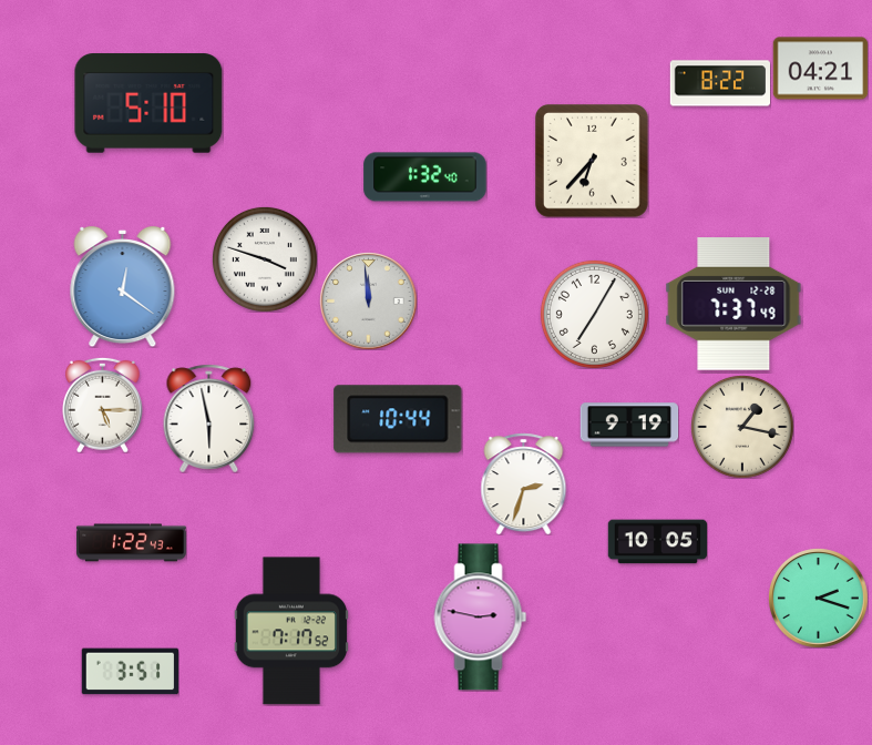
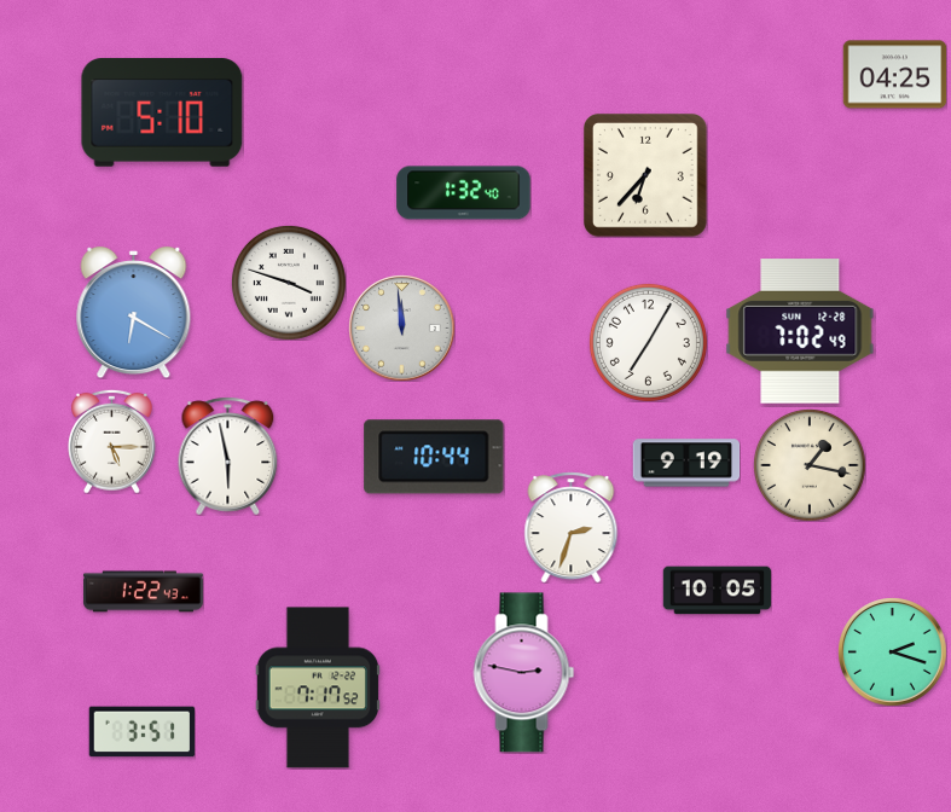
clock at (820, 69): 04:21 -> 04:25
clock at (719, 83): 8:22 -> none
clock at (123, 286): 12:21 -> 6:20
clock at (733, 305): 7:37 -> 7:02
